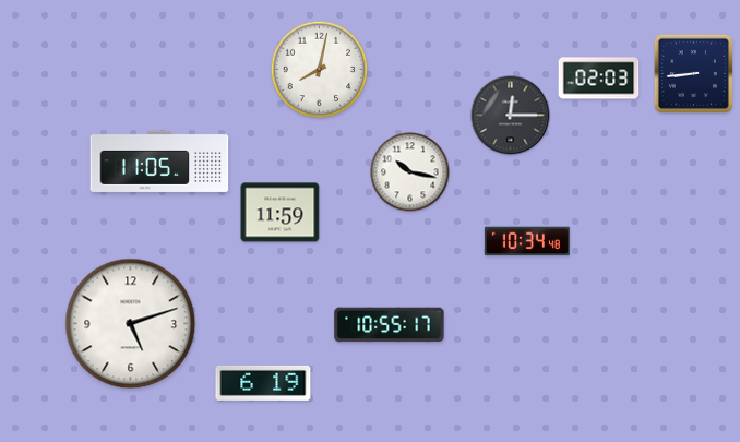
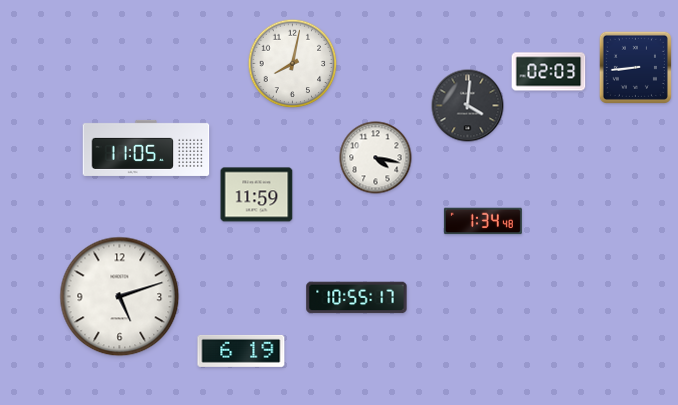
clock at (511, 116): 12:15 -> 4:01
clock at (410, 172): 10:17 -> 4:17
clock at (527, 241): 10:34 -> 1:34
